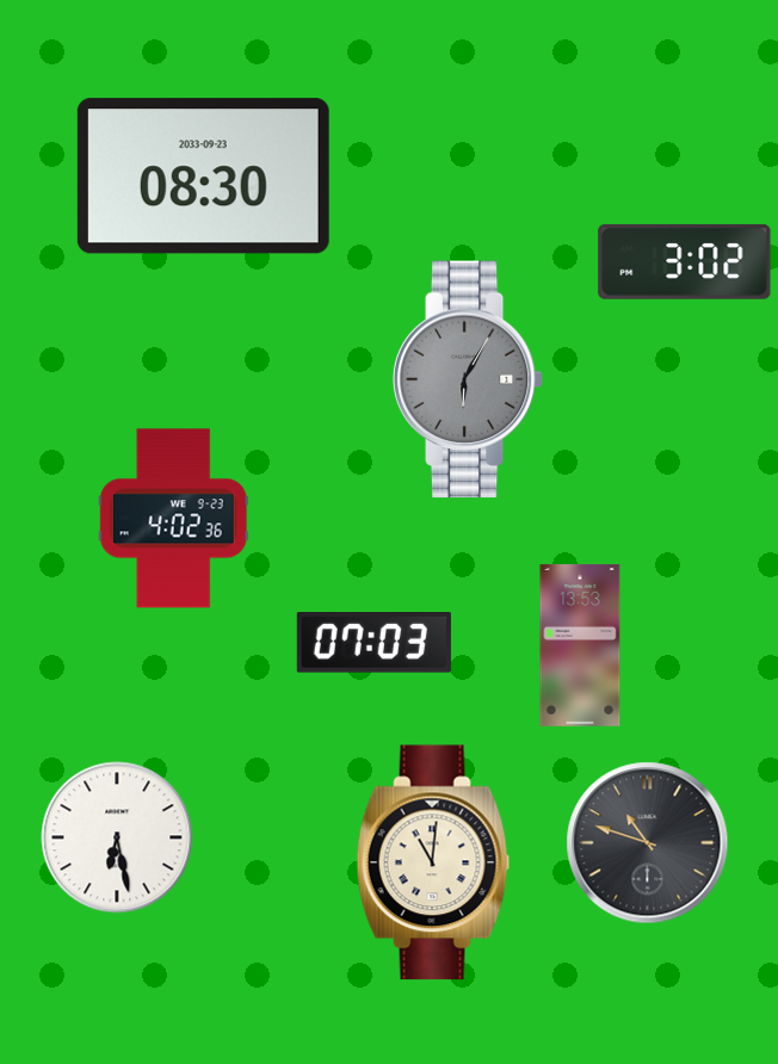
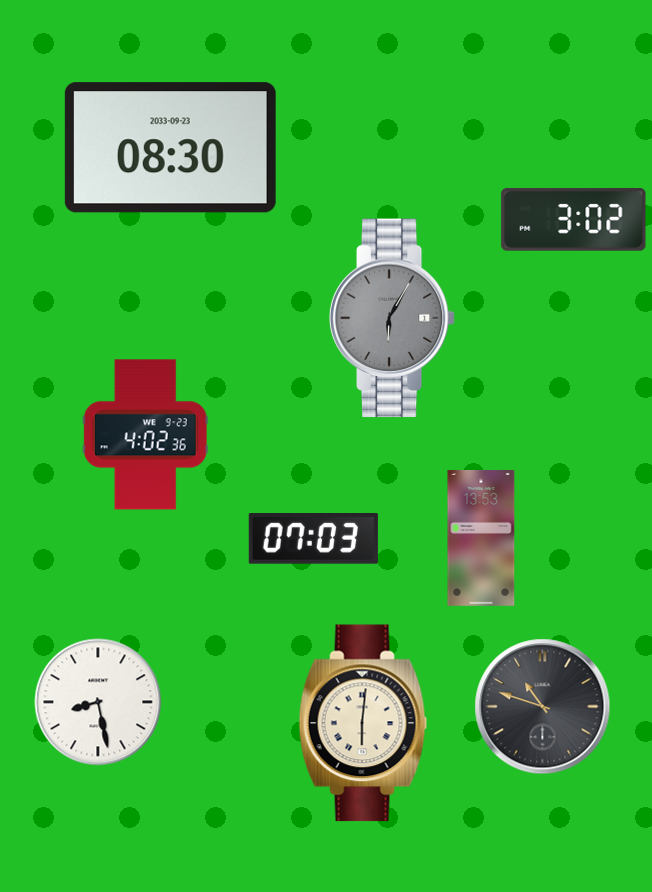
clock at (580, 647) position: (580, 647) -> (481, 539)
clock at (117, 837): 6:28 -> 8:28
clock at (433, 862): 11:01 -> 6:01
